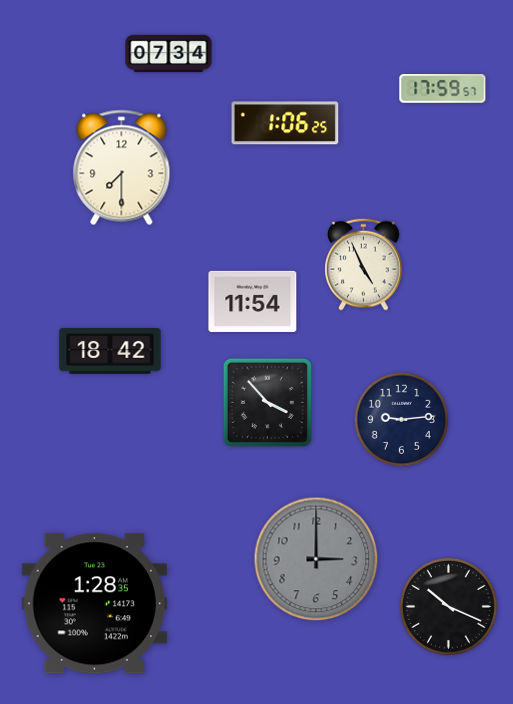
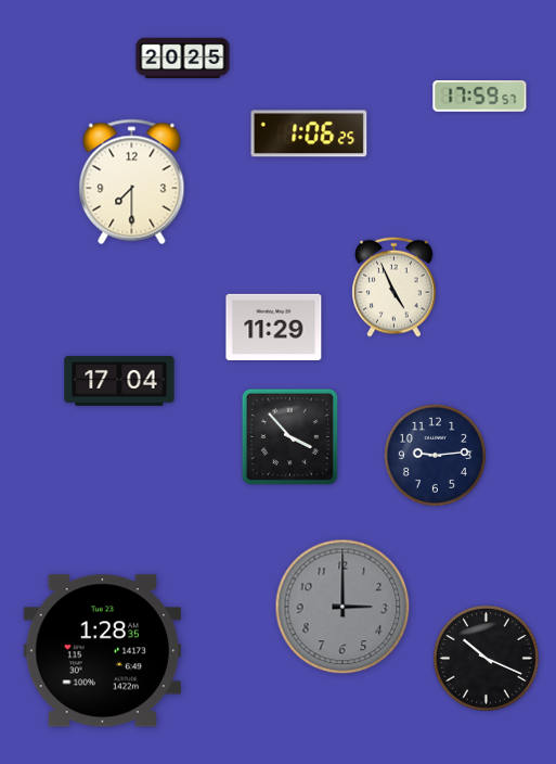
clock at (169, 54): 07:34 -> 20:25
clock at (253, 301): 11:54 -> 11:29
clock at (110, 351): 18:42 -> 17:04
clock at (94, 604) position: (94, 604) -> (102, 651)
